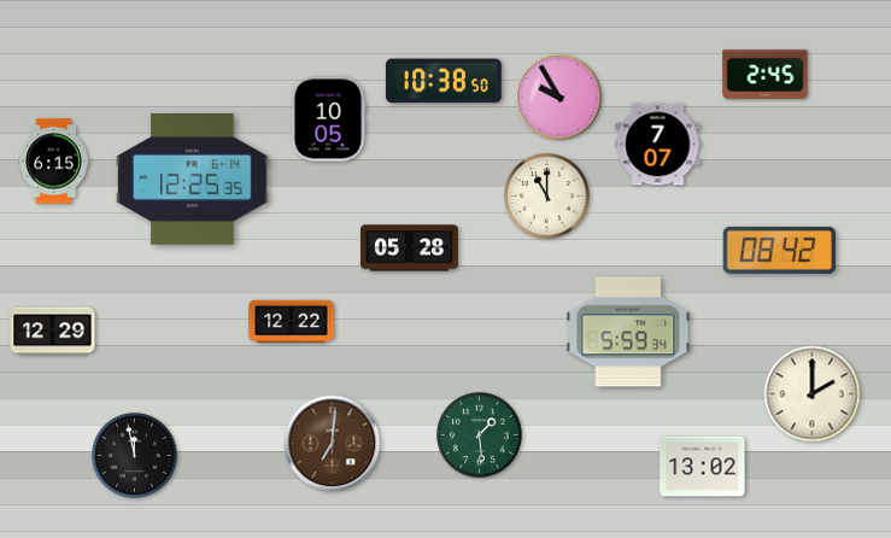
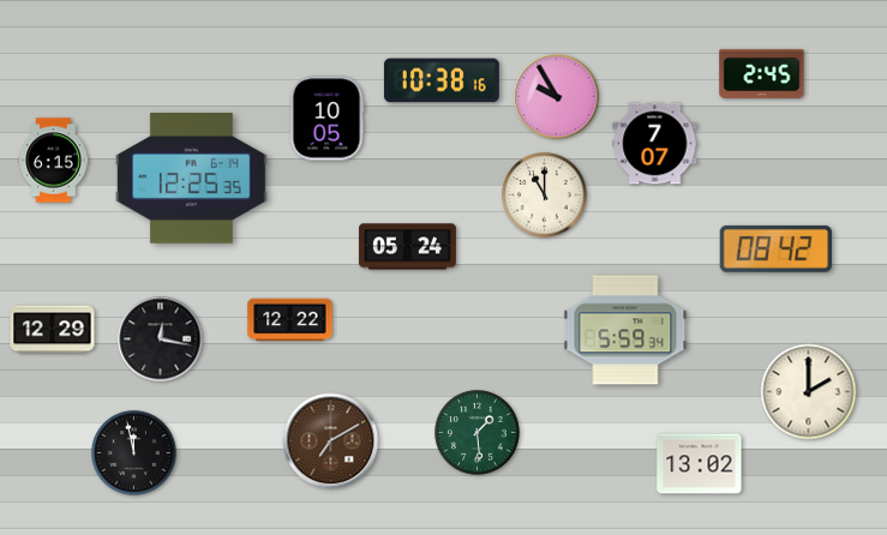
clock at (444, 81): 10:38:50 -> 10:38:16
clock at (409, 248): 05:28 -> 05:24
clock at (161, 339): none -> 12:17
clock at (333, 444): 7:01 -> 7:10
